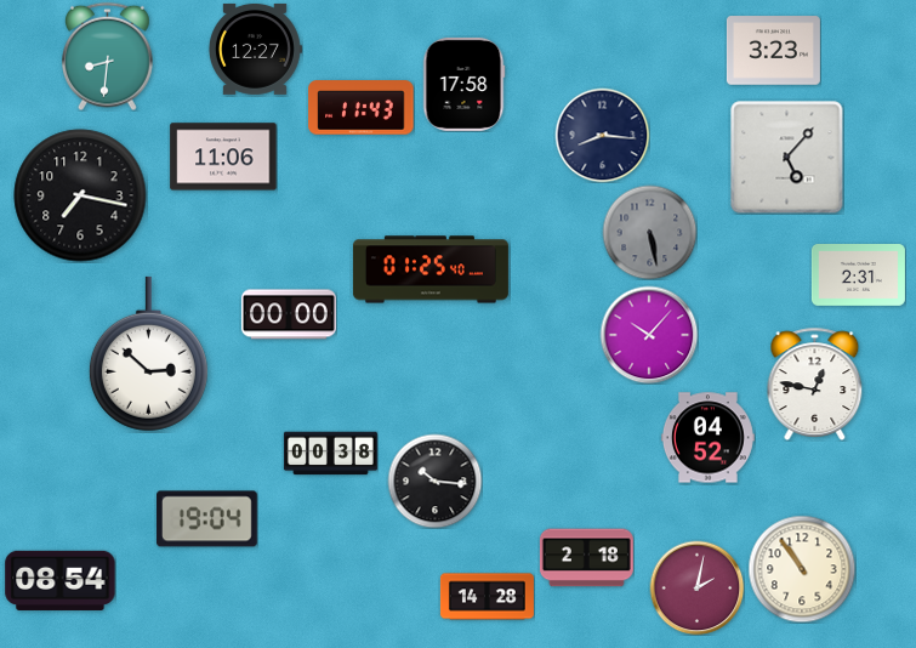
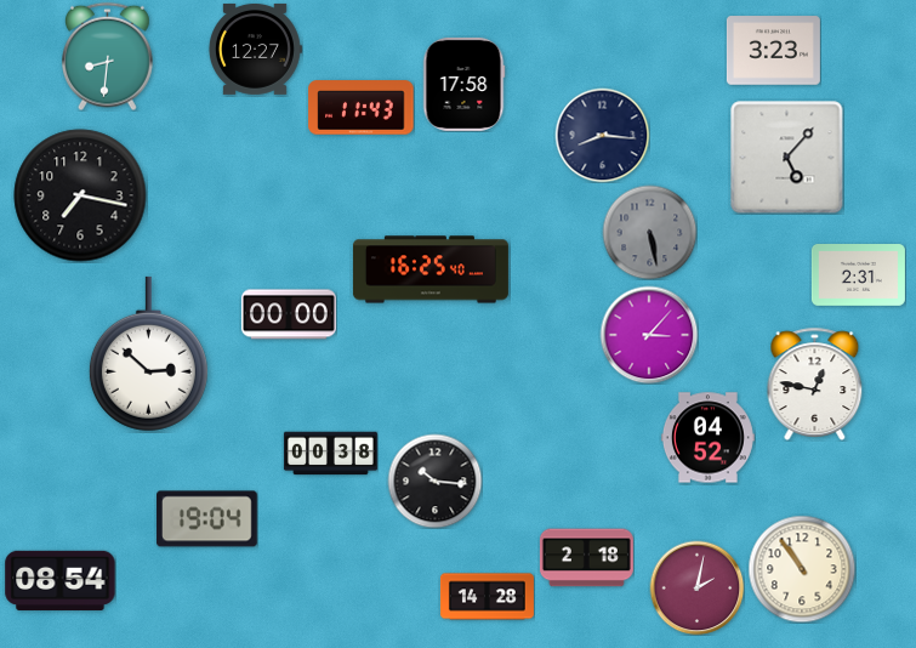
clock at (223, 157): 11:06 -> none
clock at (431, 269): 01:25 -> 16:25
clock at (649, 335): 10:07 -> 3:07
